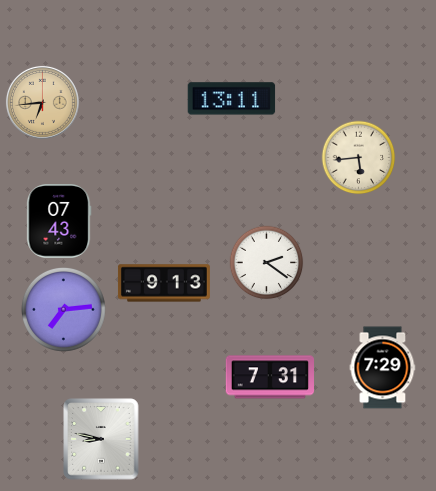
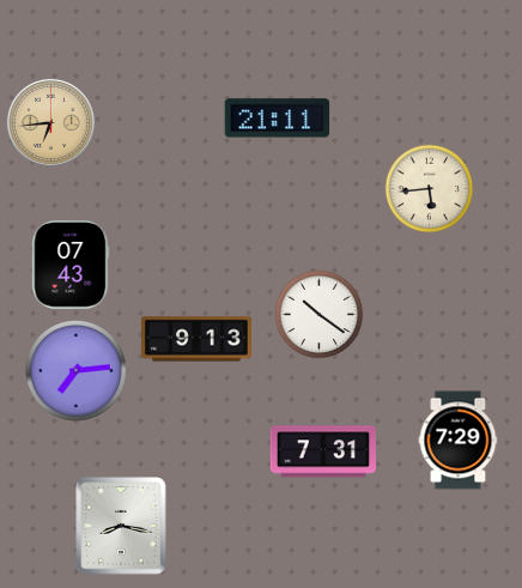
clock at (232, 99): 13:11 -> 21:11
clock at (267, 263): 2:21 -> 10:21
clock at (101, 439): 8:47 -> 8:17
